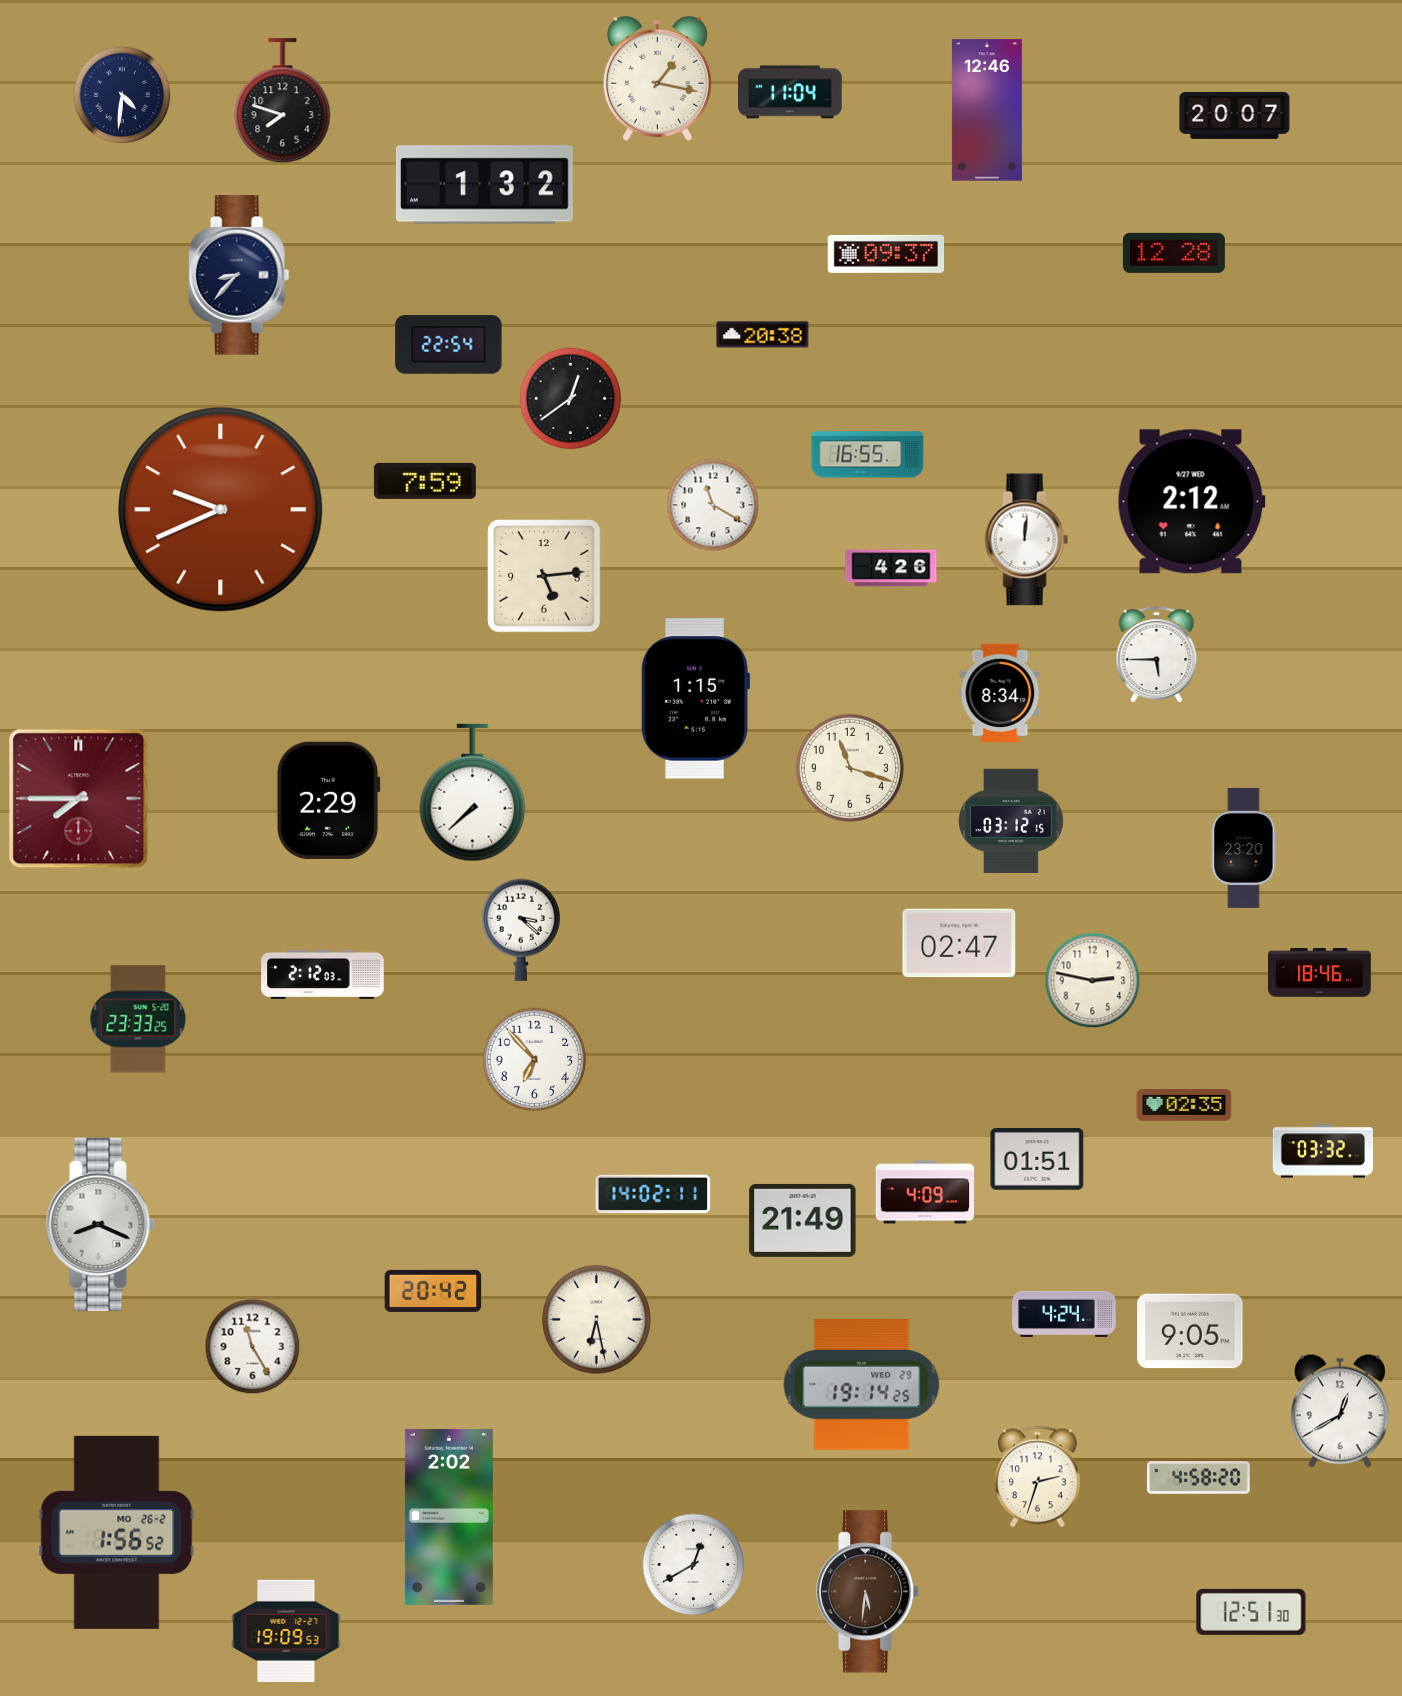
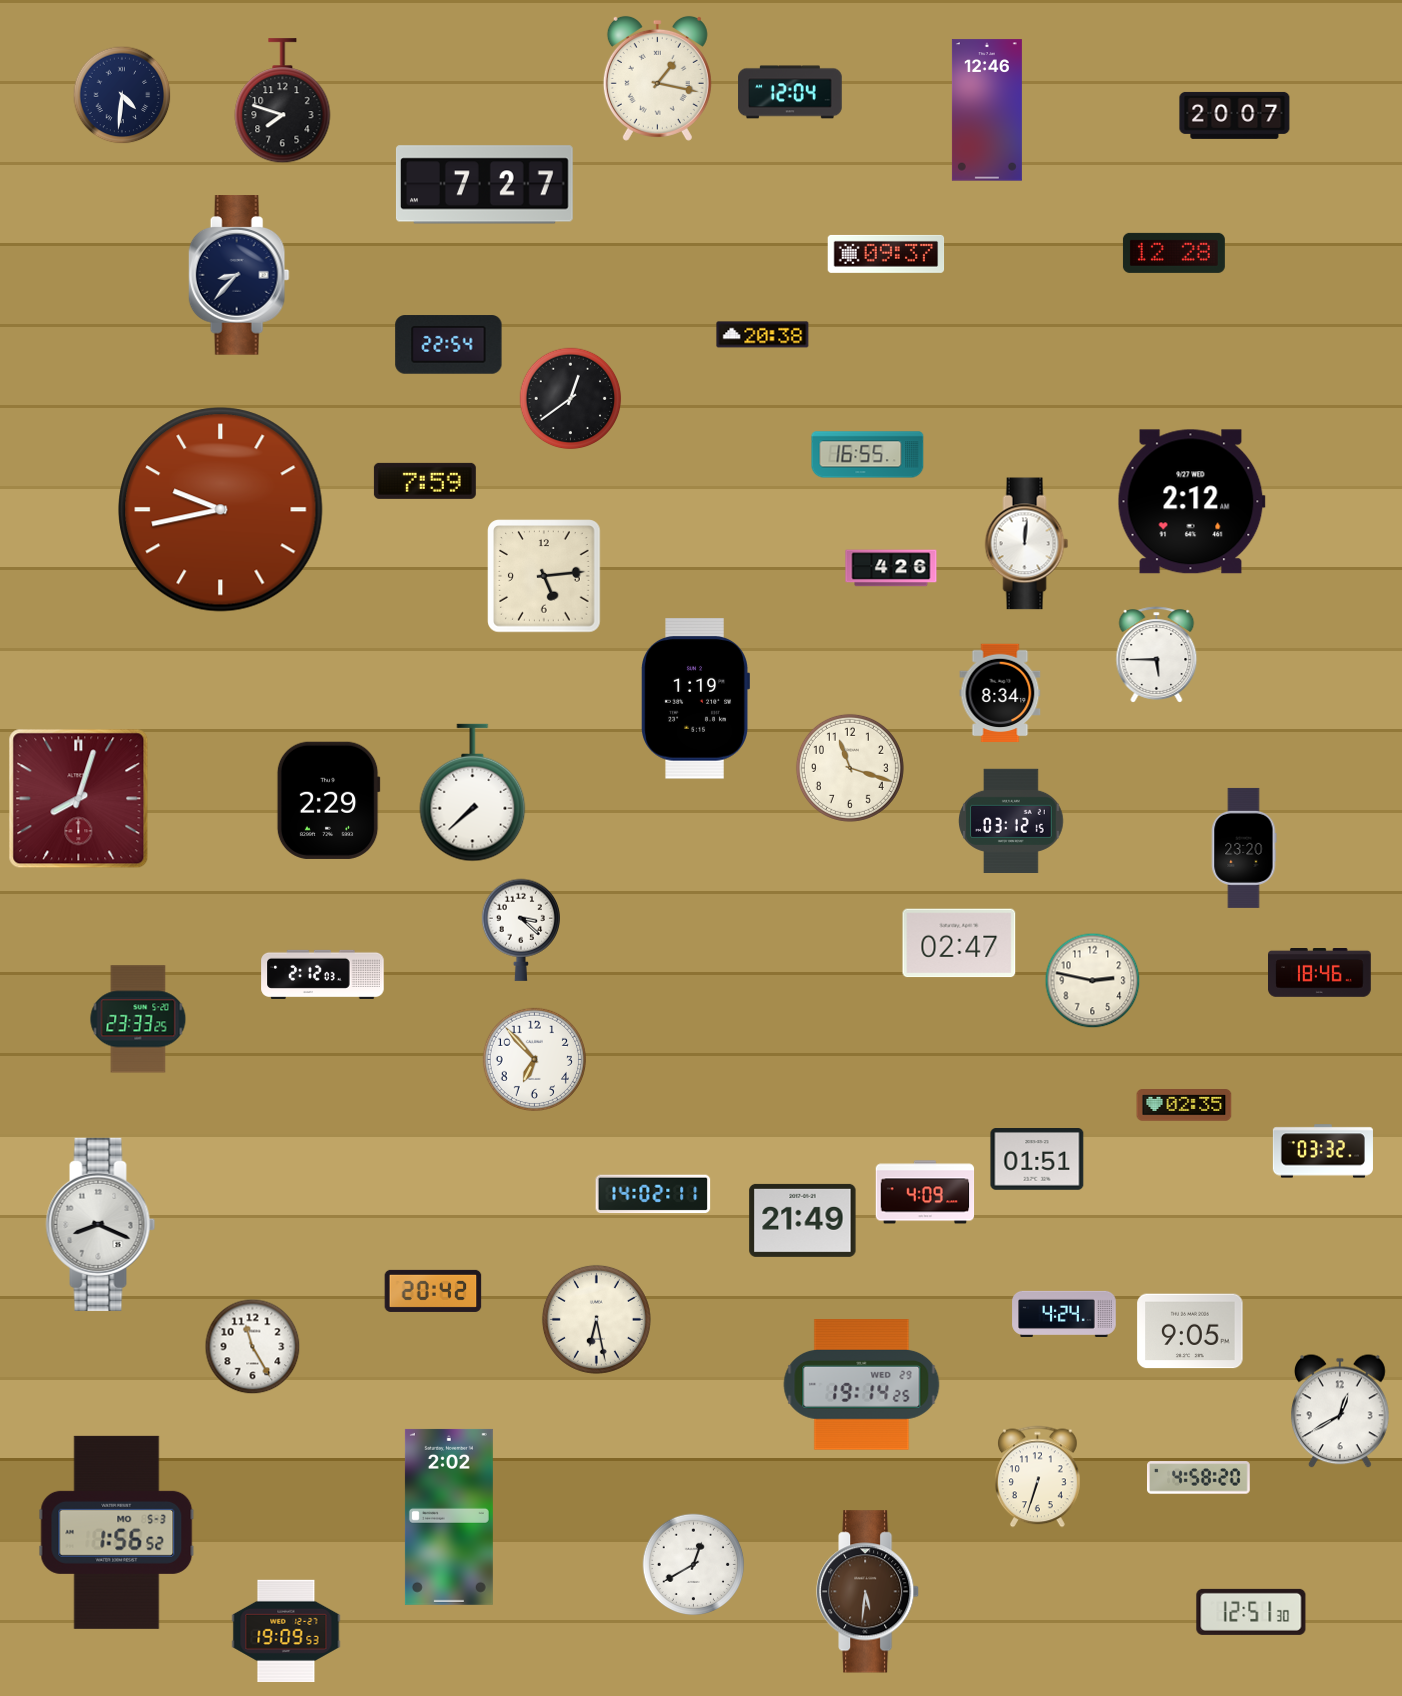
clock at (790, 92): 11:04 -> 12:04
clock at (484, 185): 1:32 -> 7:27
clock at (713, 505): 11:20 -> none
clock at (221, 510): 9:41 -> 9:43
clock at (1027, 540) position: (1027, 540) -> (1027, 544)
clock at (695, 699): 1:15 -> 1:19
clock at (79, 799): 7:45 -> 8:03
clock at (1038, 1477): 2:33 -> 6:33
clock at (117, 1532) date: MO 26-2 -> MO 5-3
